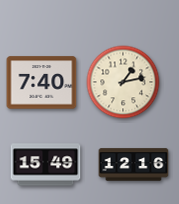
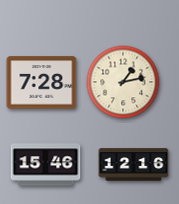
clock at (42, 83): 7:40 -> 7:28
clock at (46, 165): 15:49 -> 15:46
